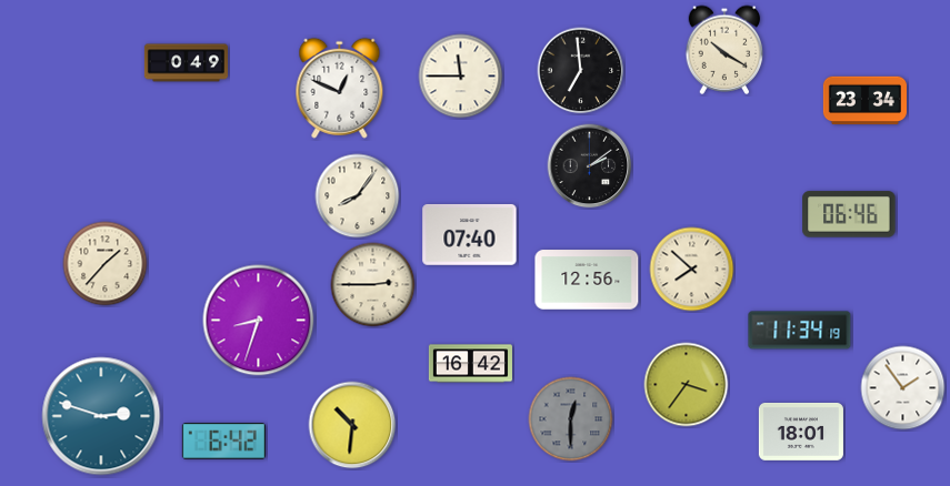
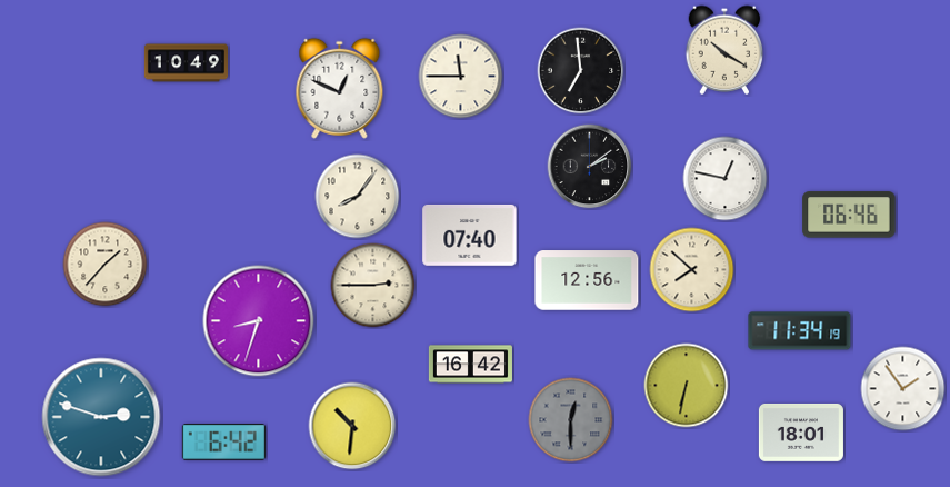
clock at (186, 63): 0:49 -> 10:49
clock at (864, 101): 23:34 -> none
clock at (726, 179): none -> 12:47
clock at (687, 385): 3:36 -> 6:32
